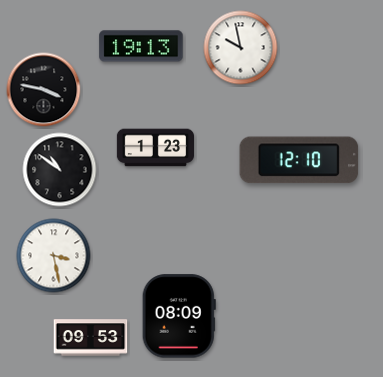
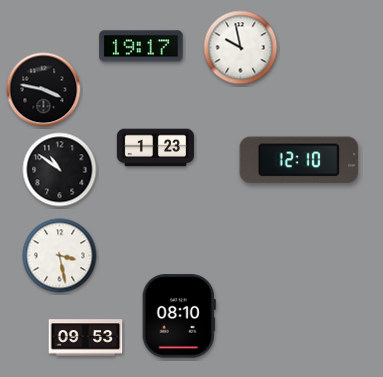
clock at (141, 46): 19:13 -> 19:17
clock at (54, 256) position: (54, 256) -> (60, 256)
clock at (179, 316): 08:09 -> 08:10
clock at (91, 338) position: (91, 338) -> (86, 338)
